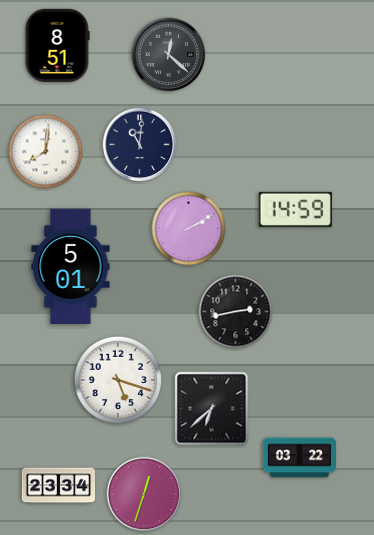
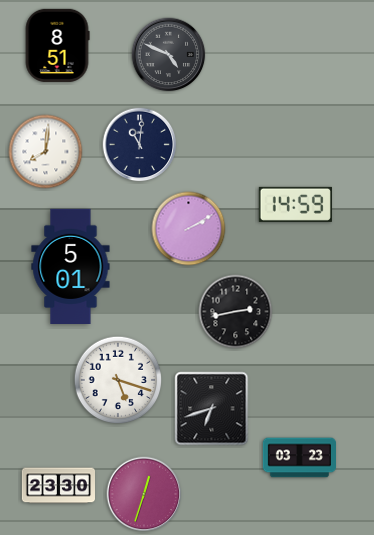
clock at (169, 55): 12:22 -> 4:49
clock at (295, 209) position: (295, 209) -> (295, 204)
clock at (212, 409): 6:38 -> 6:42
clock at (299, 458): 03:22 -> 03:23
clock at (58, 486): 23:34 -> 23:30
